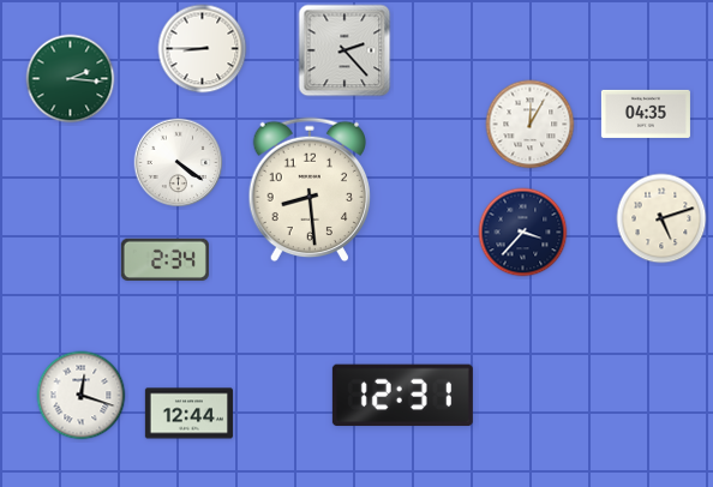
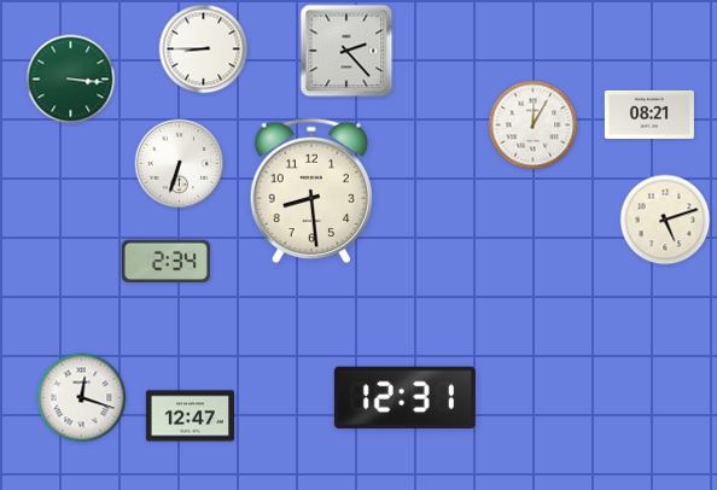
clock at (71, 79): 2:16 -> 3:16
clock at (646, 114): 04:35 -> 08:21
clock at (179, 163): 4:21 -> 6:33
clock at (523, 233): 3:37 -> none
clock at (188, 414): 12:44 -> 12:47
